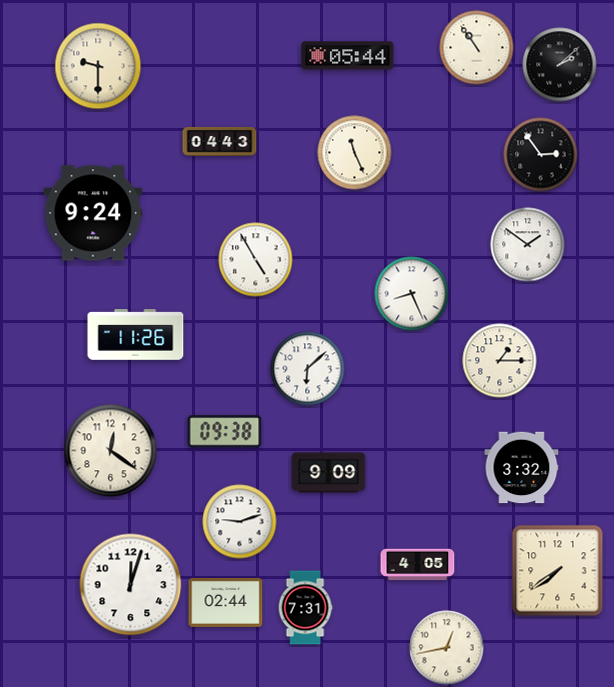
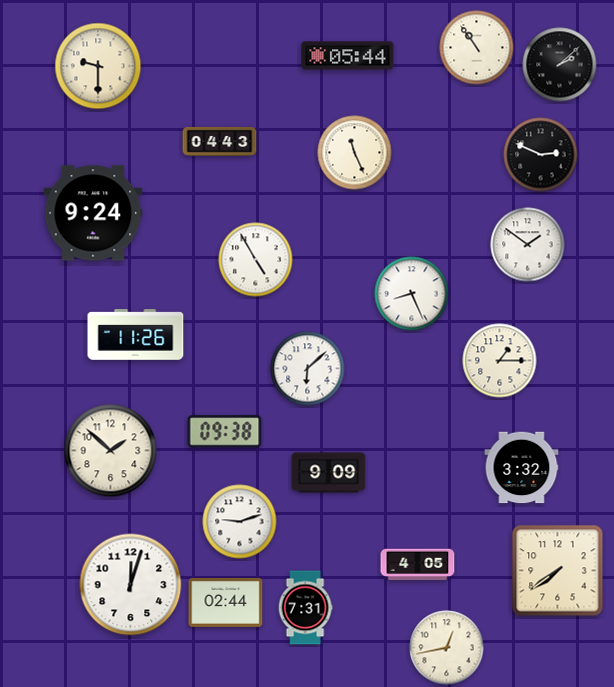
clock at (541, 155): 2:54 -> 2:49
clock at (111, 451): 12:21 -> 1:52
